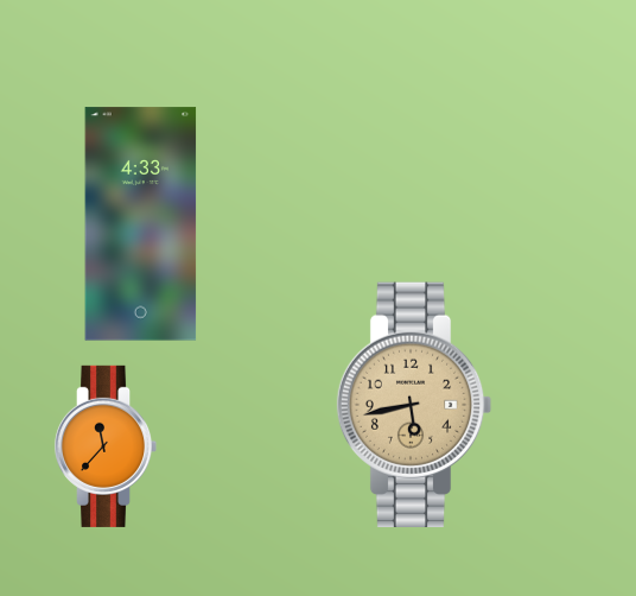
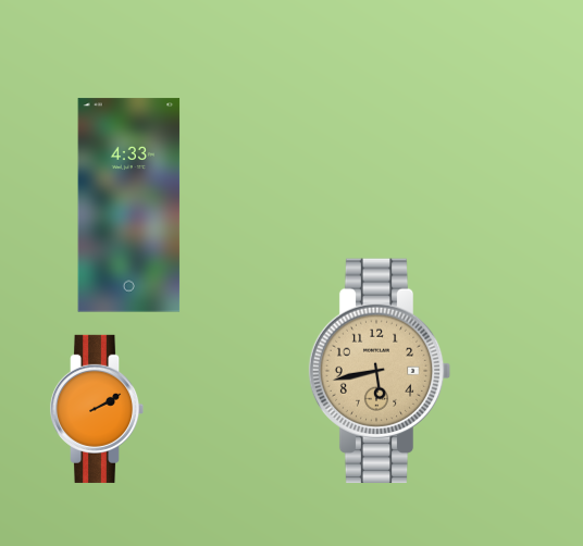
clock at (106, 446): 11:37 -> 2:10
